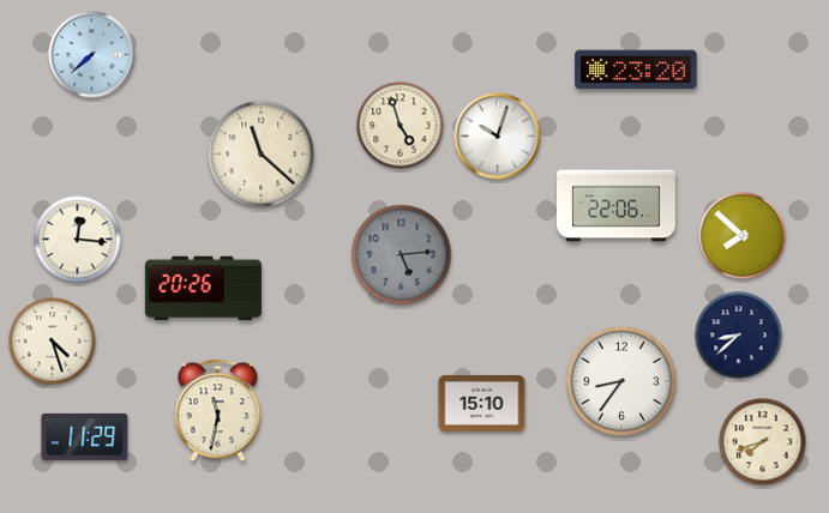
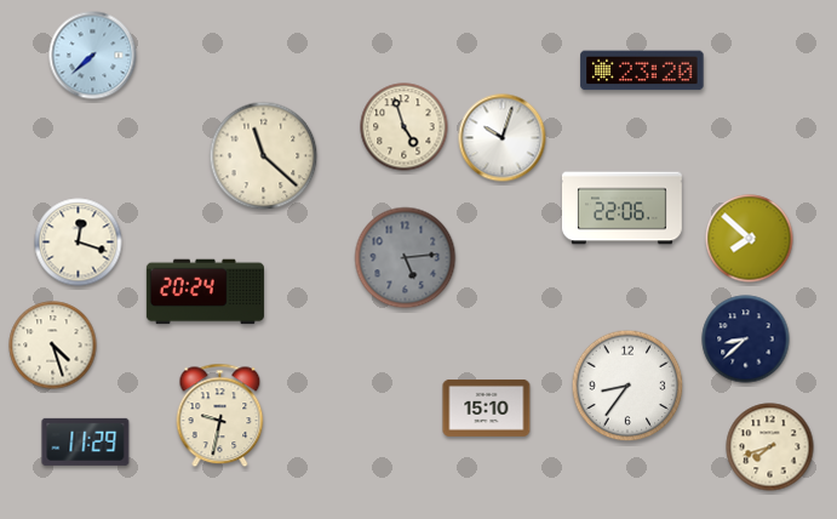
clock at (78, 240): 12:16 -> 12:18
clock at (203, 289): 20:26 -> 20:24
clock at (218, 411): 11:32 -> 9:32
